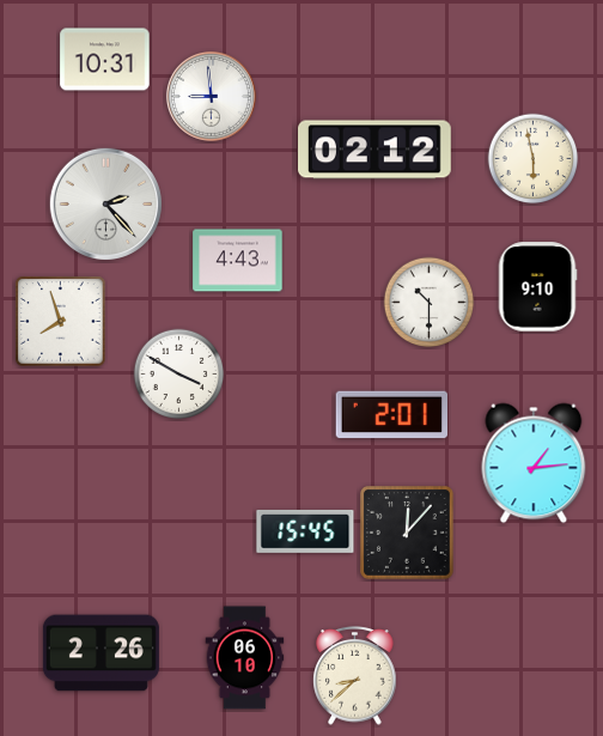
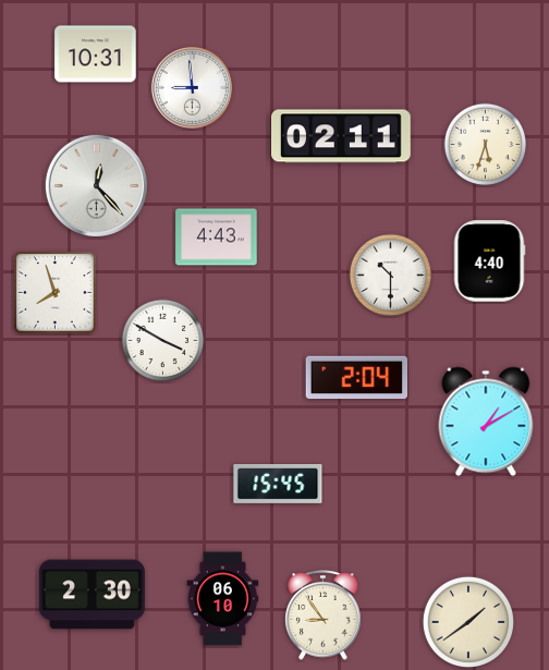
clock at (376, 150): 02:12 -> 02:11
clock at (534, 159): 5:58 -> 5:33
clock at (105, 203): 2:23 -> 12:23
clock at (537, 287): 9:10 -> 4:40
clock at (391, 415): 2:01 -> 2:04
clock at (534, 463): 1:14 -> 1:10
clock at (408, 534): 12:07 -> none
clock at (100, 653): 2:26 -> 2:30
clock at (355, 676): 8:38 -> 8:54
clock at (467, 621): none -> 1:39
